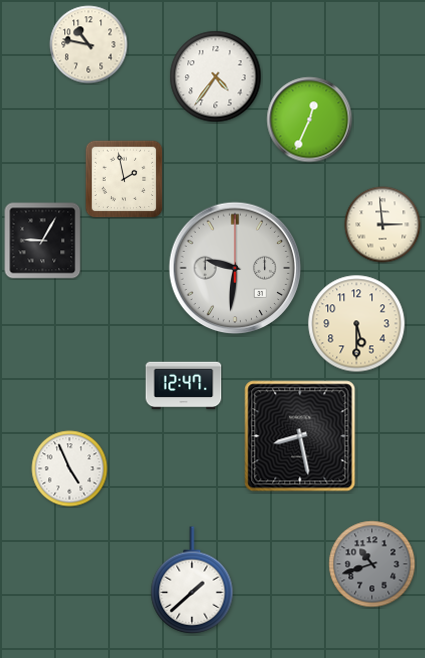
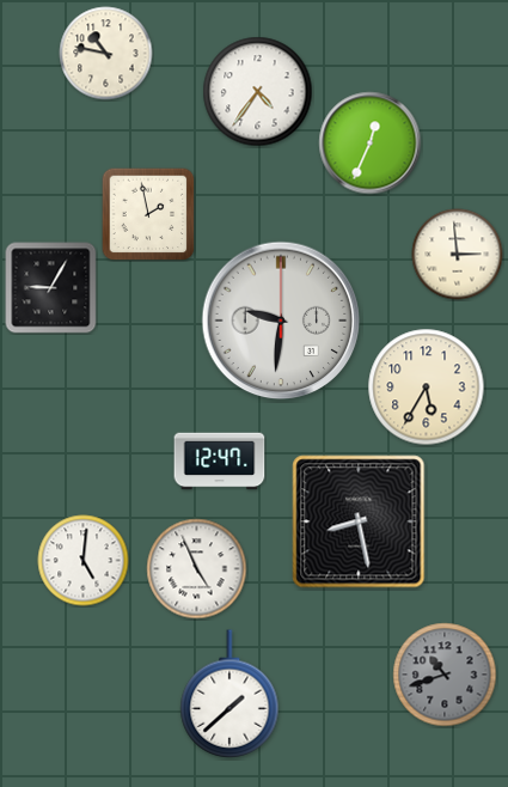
clock at (383, 225) position: (383, 225) -> (458, 255)
clock at (357, 324): 5:30 -> 5:35
clock at (70, 469): 4:56 -> 5:01
clock at (197, 569): none -> 4:56
